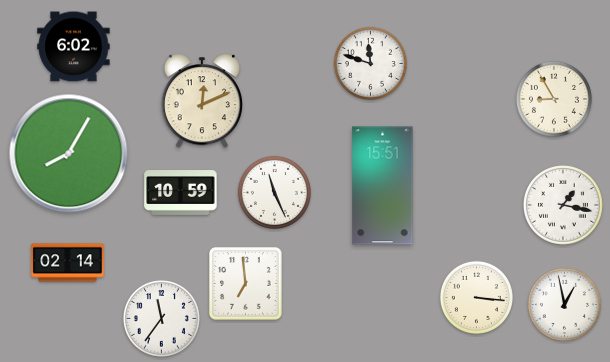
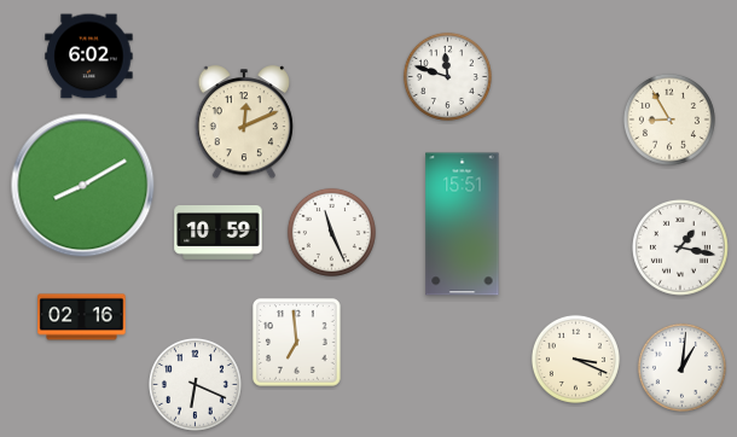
clock at (69, 154): 8:05 -> 8:10
clock at (68, 263): 02:14 -> 02:16
clock at (476, 297): 3:16 -> 3:19
clock at (564, 304): 12:58 -> 1:01
clock at (161, 318): 11:36 -> 6:19
